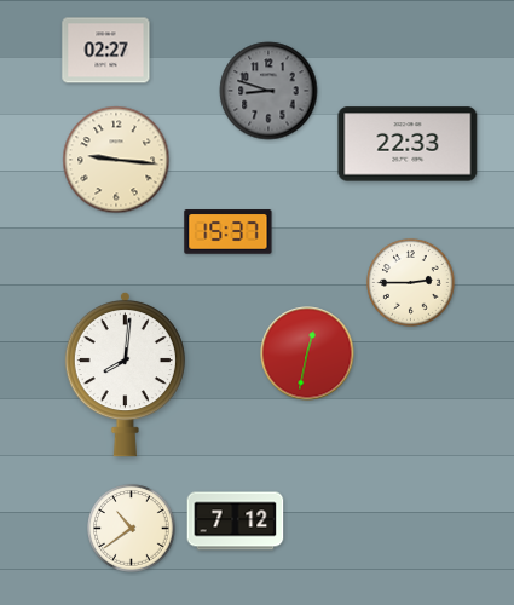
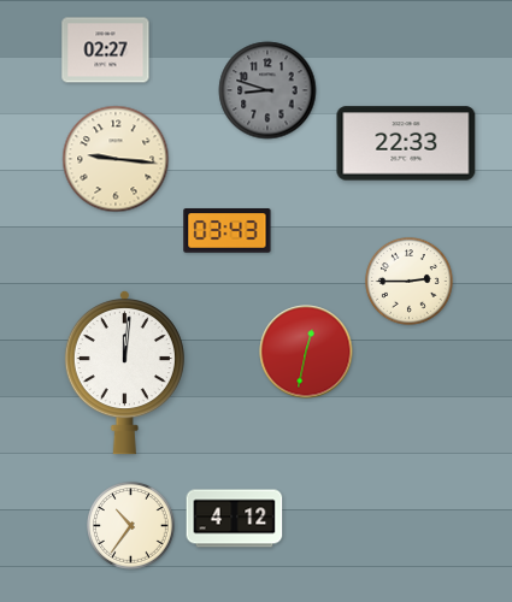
clock at (229, 232): 15:37 -> 03:43
clock at (125, 374): 8:01 -> 12:01
clock at (236, 522): 7:12 -> 4:12
clock at (132, 529): 10:39 -> 10:36
